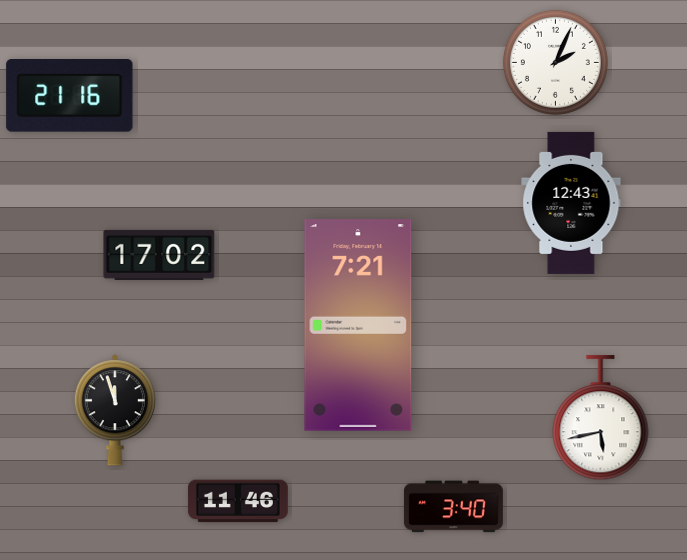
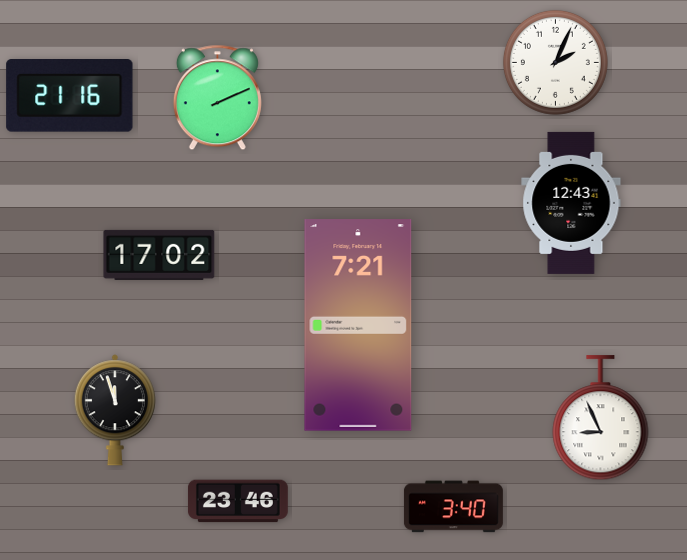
clock at (217, 98): none -> 2:11
clock at (601, 418): 5:43 -> 8:56
clock at (238, 501): 11:46 -> 23:46
